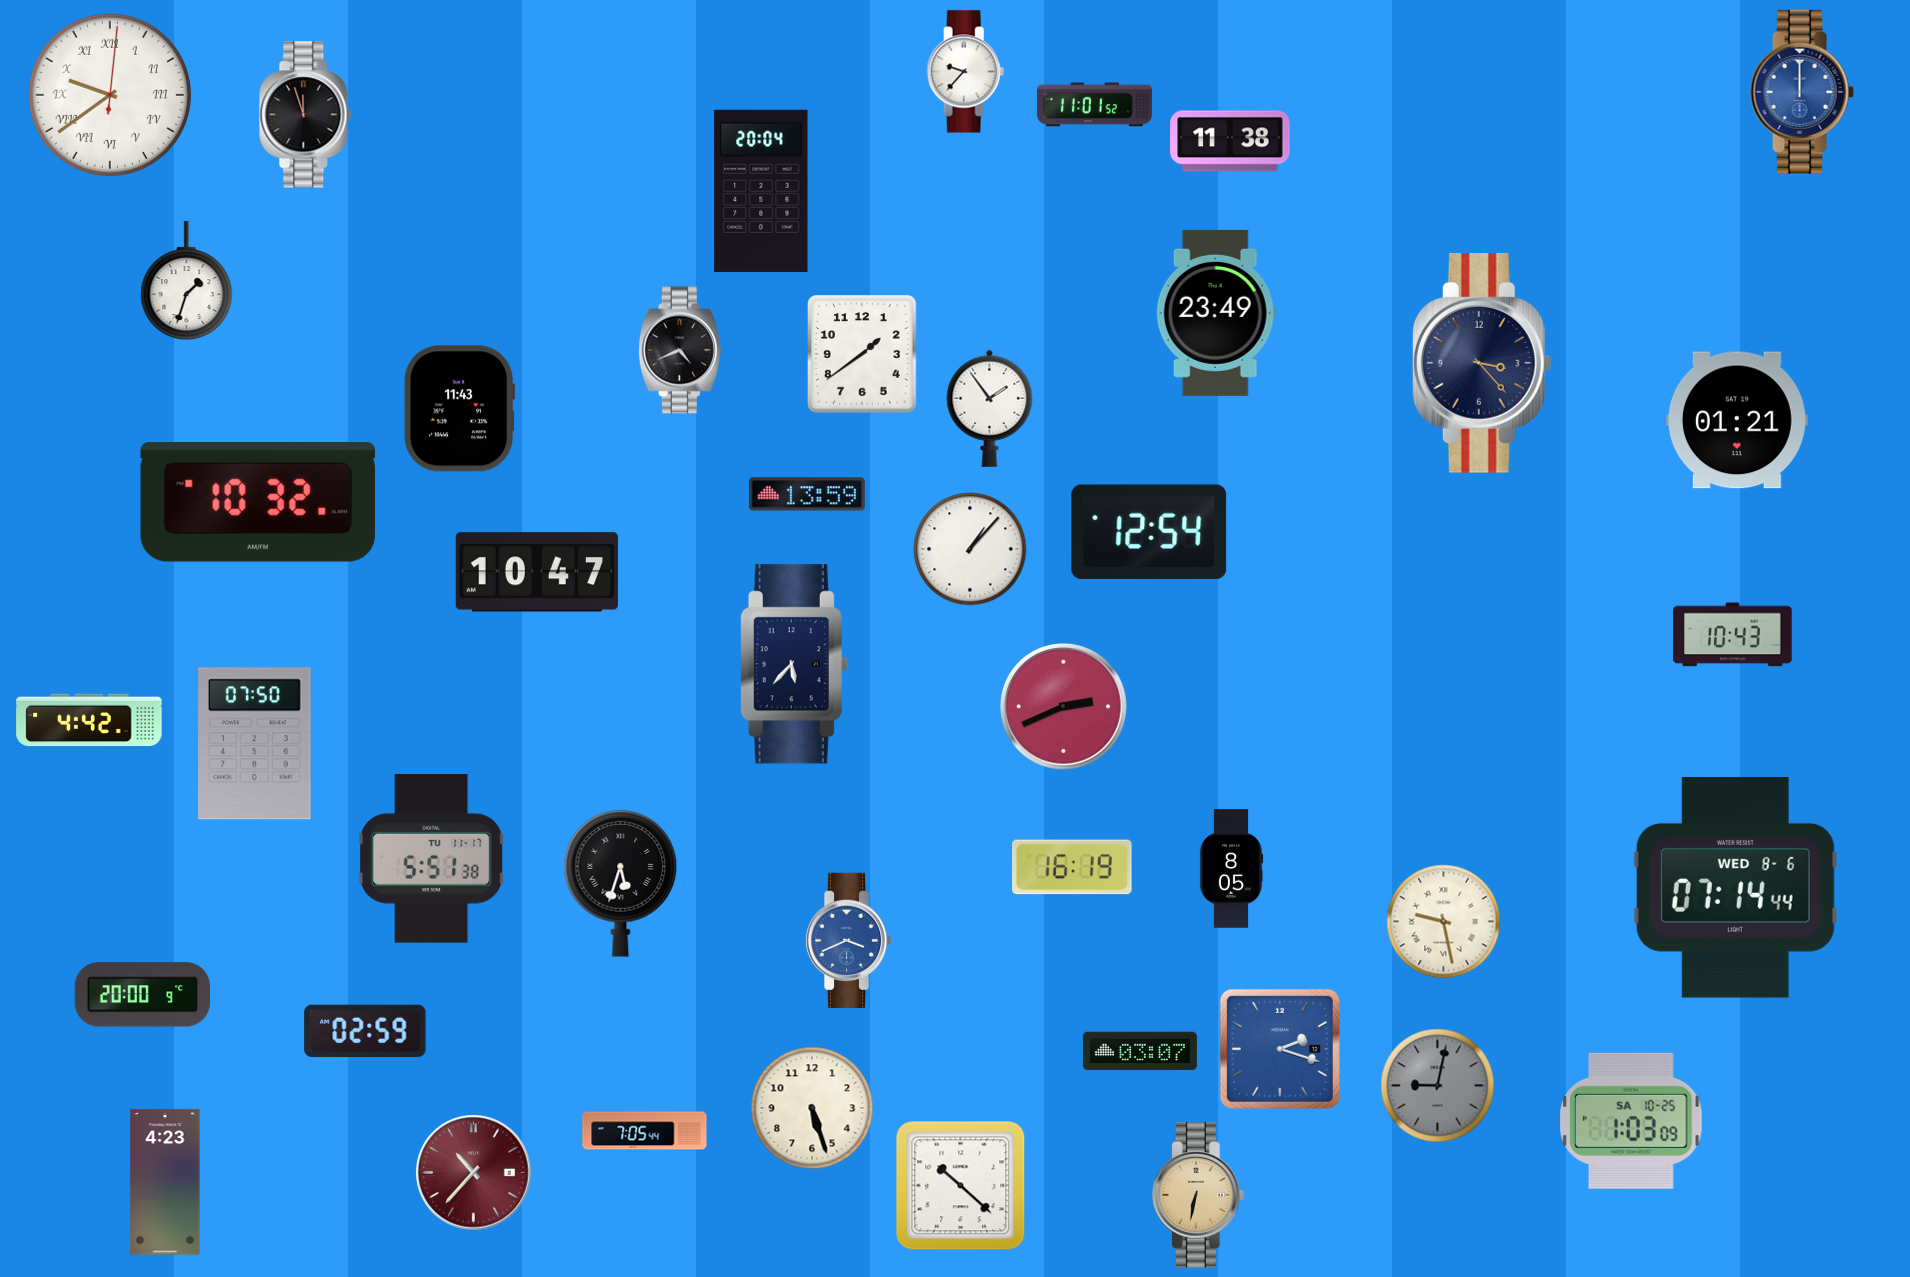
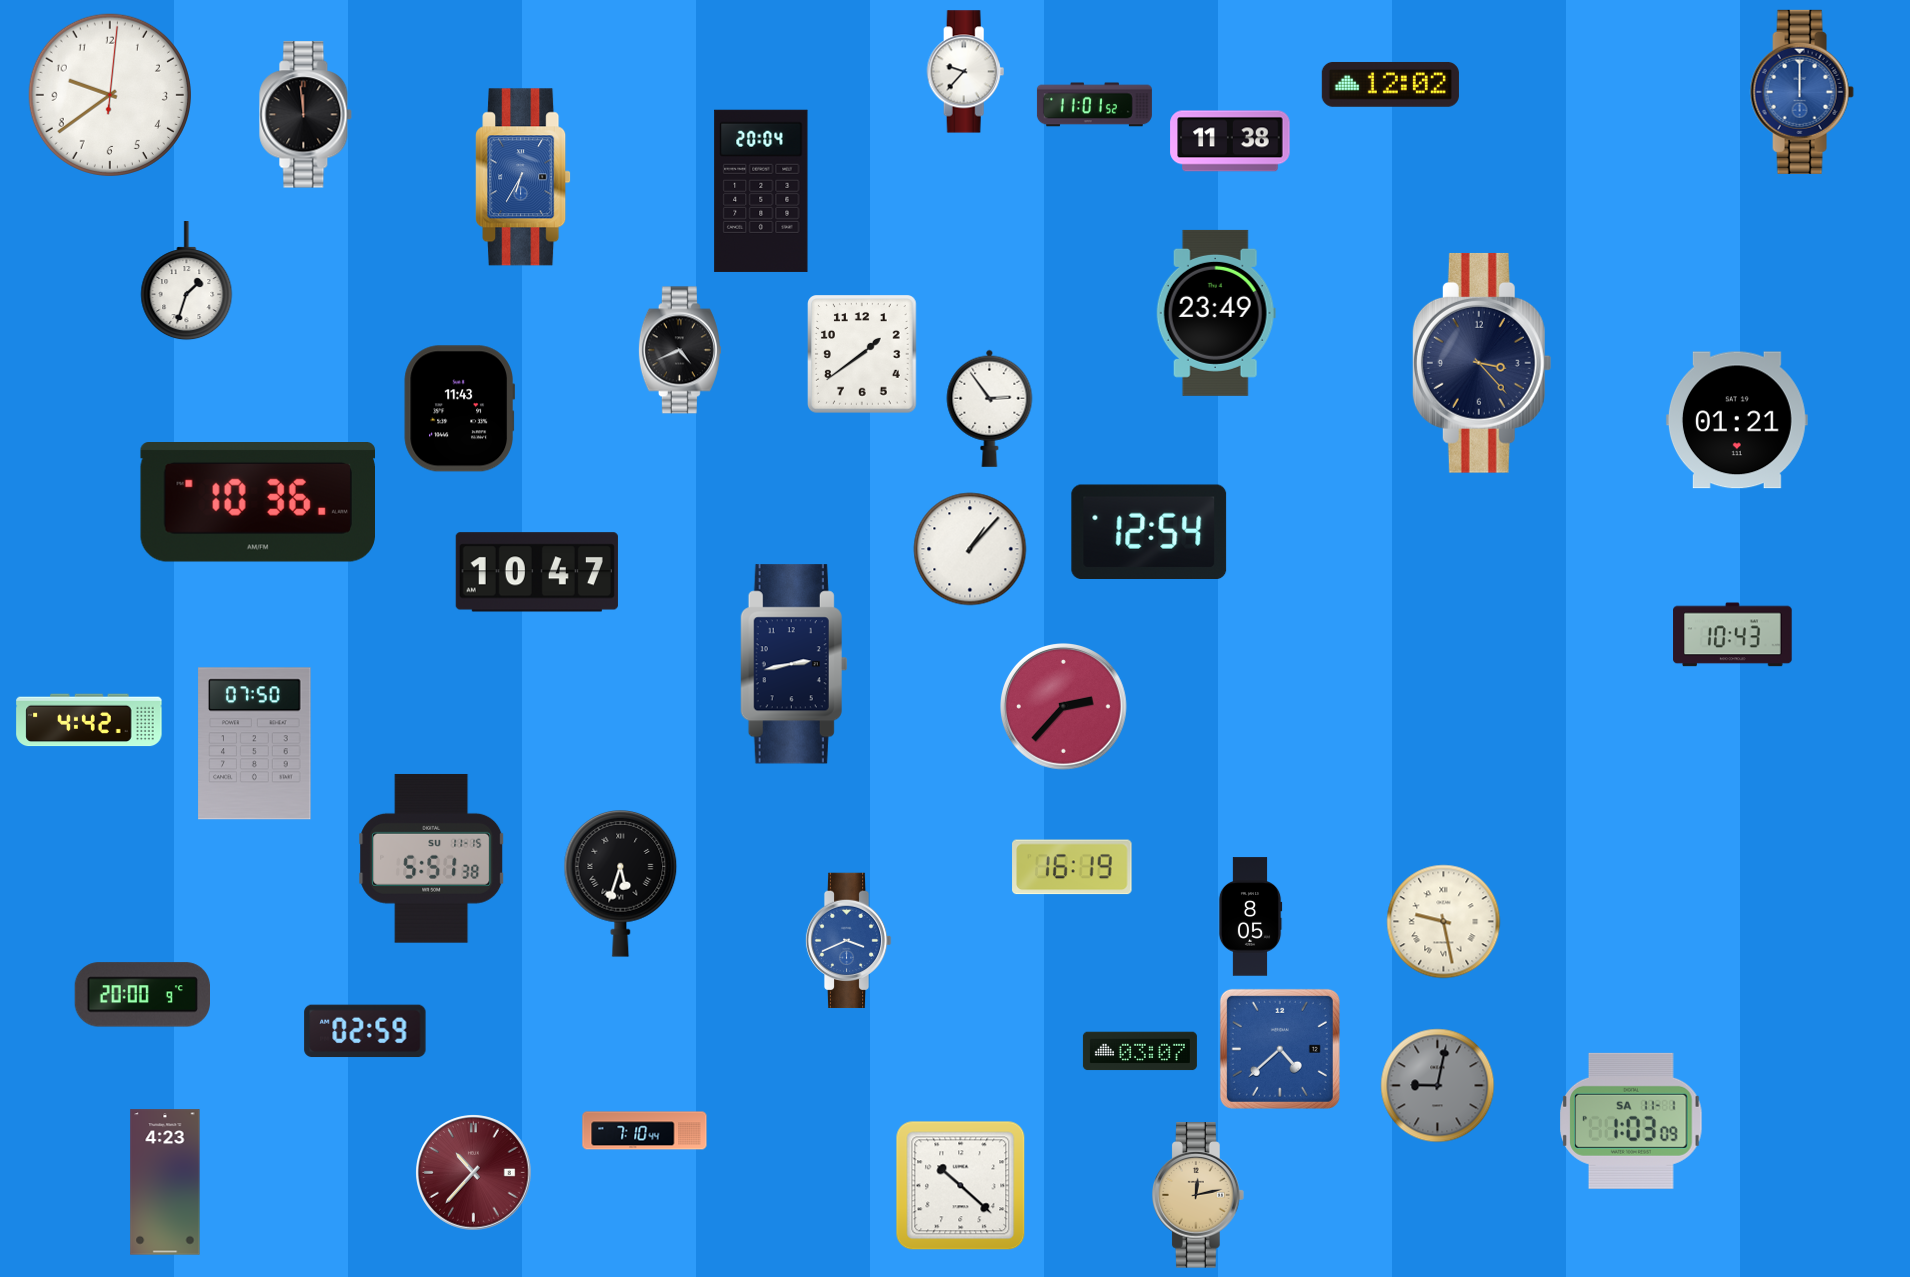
clock at (1390, 84): none -> 12:02
clock at (110, 95) numerals: Roman -> Arabic
clock at (306, 115): 11:57 -> 11:59
clock at (523, 177): none -> 6:35
clock at (990, 408): 1:54 -> 2:54
clock at (807, 494): 13:59 -> none
clock at (257, 503): 10:32 -> 10:36
clock at (794, 664): 5:37 -> 2:43
clock at (1064, 707): 2:41 -> 2:37
clock at (432, 858) date: TU 11-17 -> SU 11-15
clock at (1231, 869) position: (1231, 869) -> (1250, 917)
clock at (1735, 887): 07:14 -> none
clock at (1280, 1049): 2:18 -> 4:38
clock at (812, 1108): 5:27 -> none
clock at (1631, 1121) date: SA 10-25 -> SA 11-1
clock at (645, 1131): 7:05 -> 7:10
clock at (1198, 1195): 6:32 -> 12:13
